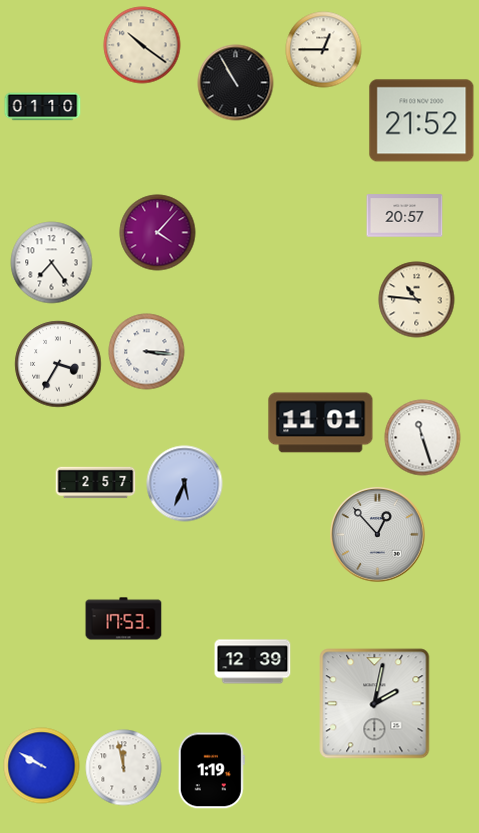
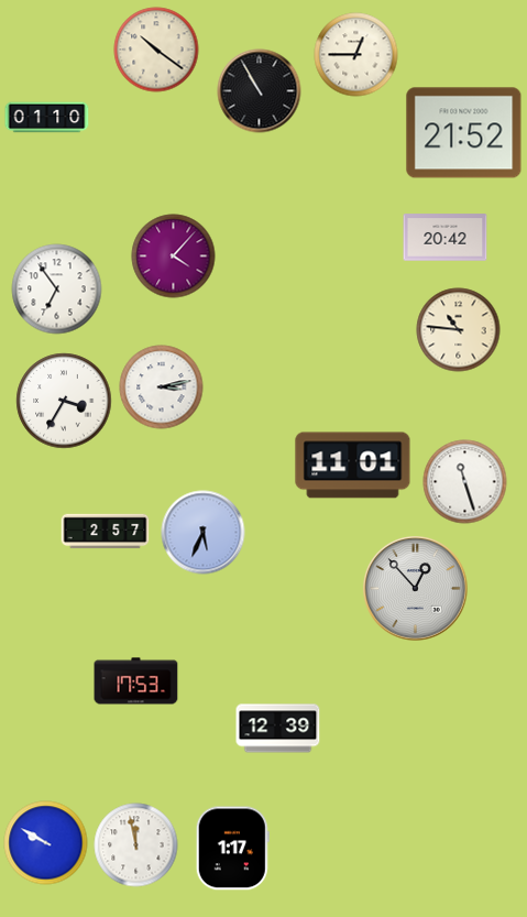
clock at (405, 216): 20:57 -> 20:42
clock at (52, 263): 7:24 -> 6:54
clock at (147, 352): 3:16 -> 3:13
clock at (375, 704): 2:02 -> none
clock at (211, 771): 1:19 -> 1:17
